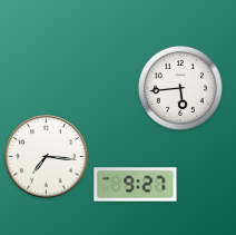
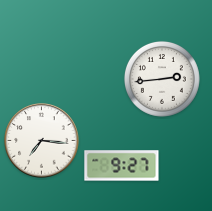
clock at (180, 88): 5:44 -> 2:44
